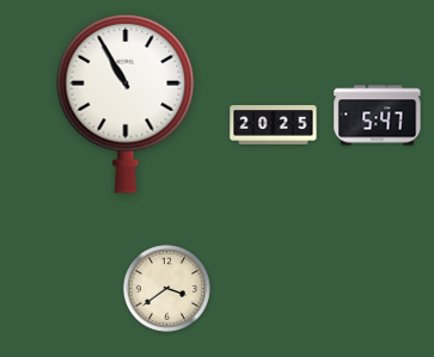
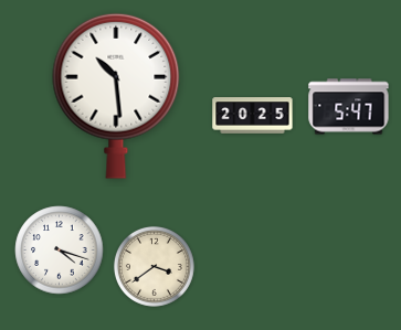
clock at (126, 104): 10:55 -> 10:29
clock at (60, 251): none -> 4:18
